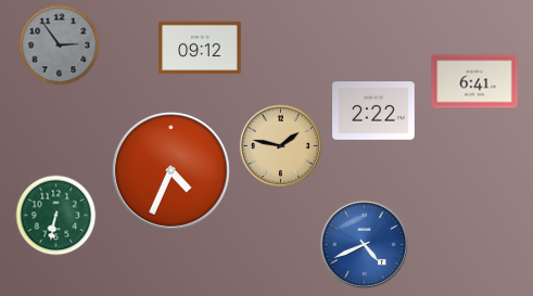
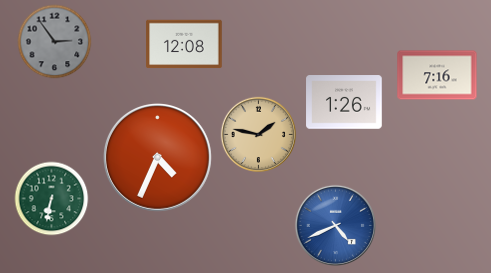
clock at (200, 48): 09:12 -> 12:08
clock at (474, 81): 6:41 -> 7:16
clock at (373, 111): 2:22 -> 1:26
